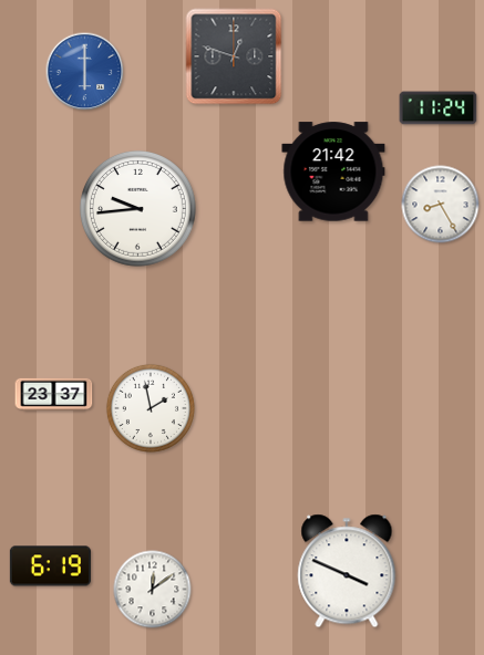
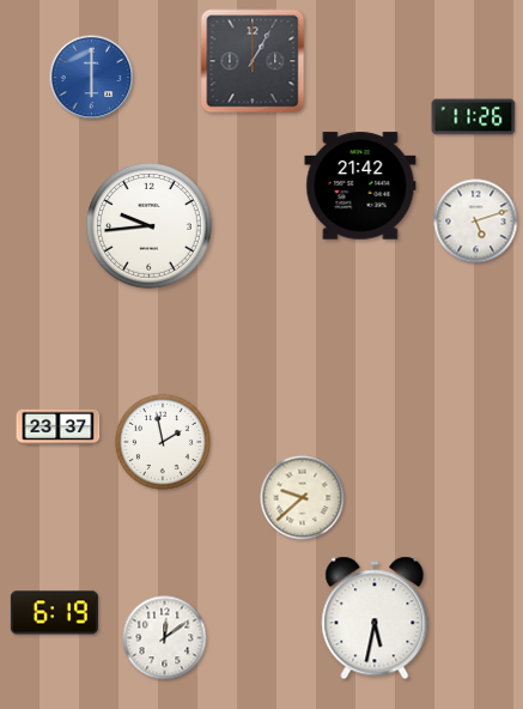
clock at (234, 56): 12:48 -> 1:05
clock at (439, 108): 11:24 -> 11:26
clock at (441, 205): 8:25 -> 5:12
clock at (303, 498): none -> 9:38
clock at (347, 571): 3:49 -> 5:32
